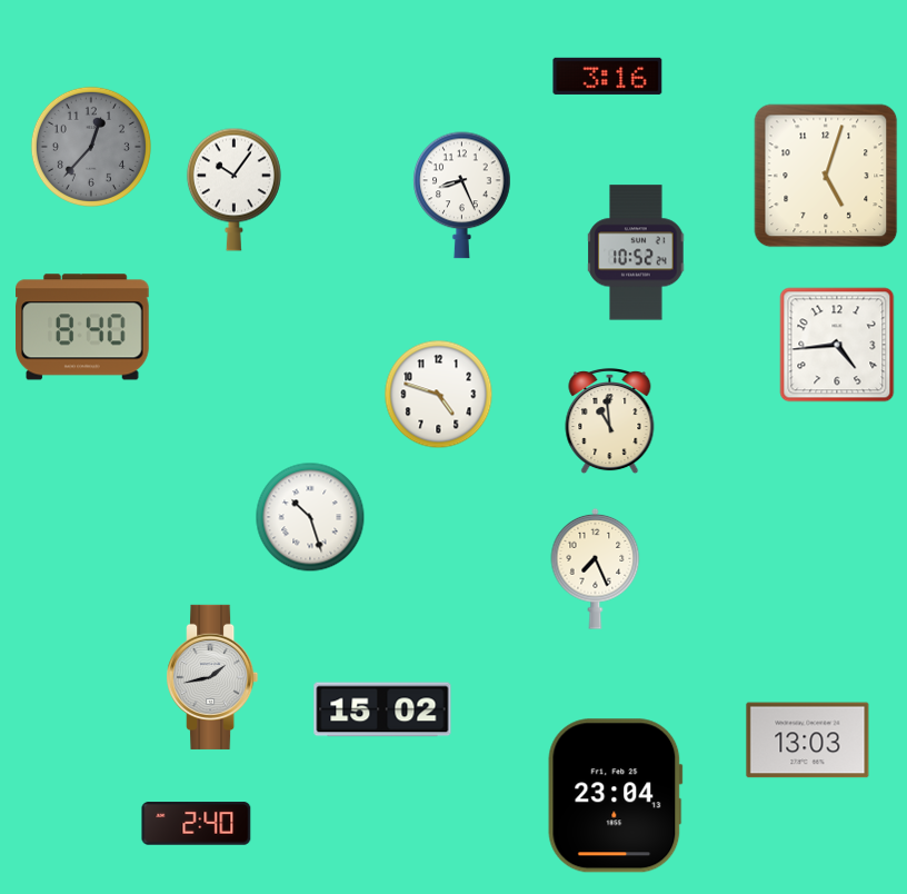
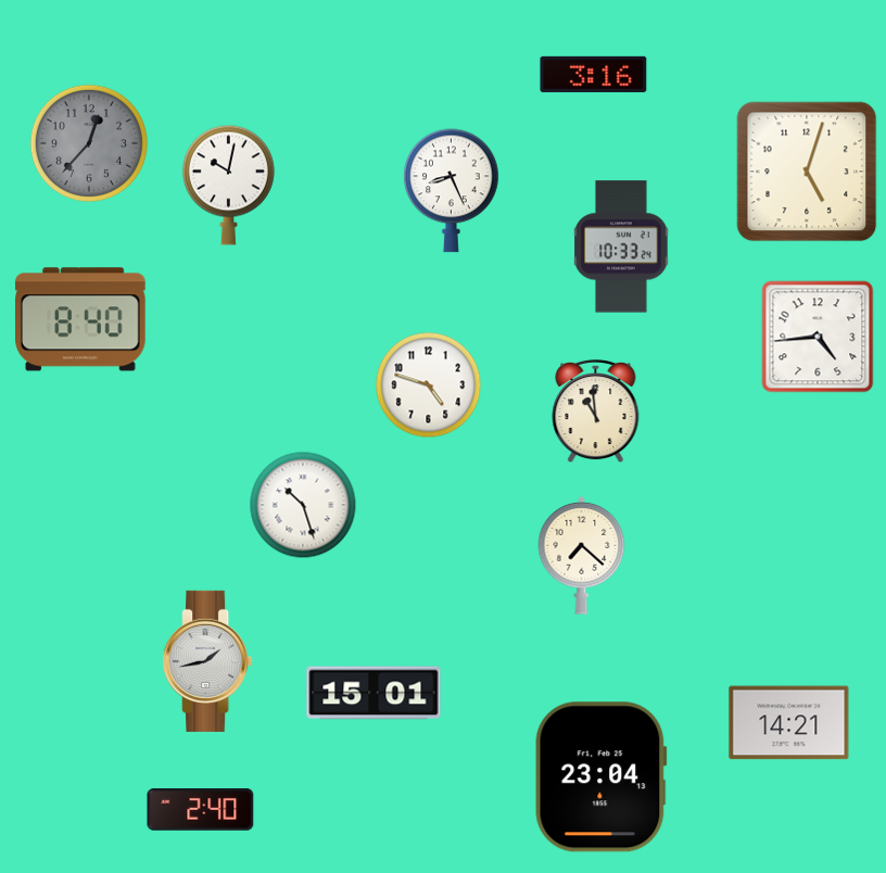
clock at (233, 189): 10:06 -> 10:02
clock at (636, 252): 10:52 -> 10:33
clock at (596, 568): 7:26 -> 7:22
clock at (382, 709): 15:02 -> 15:01
clock at (808, 741): 13:03 -> 14:21
clock at (197, 824) position: (197, 824) -> (201, 810)
